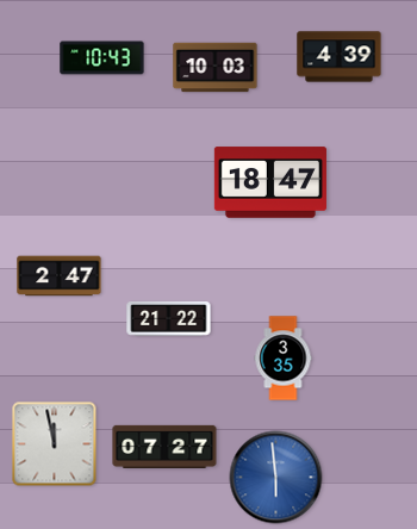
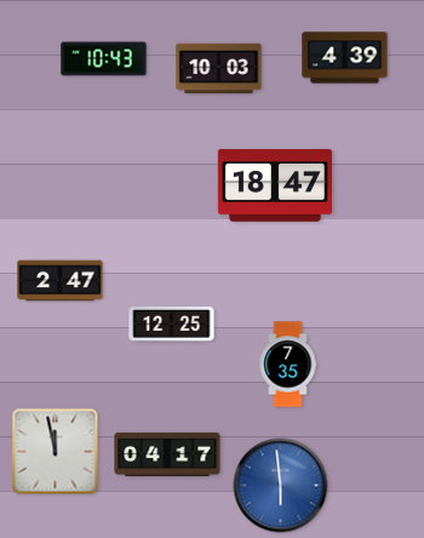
clock at (169, 319): 21:22 -> 12:25
clock at (284, 359): 3:35 -> 7:35
clock at (164, 446): 07:27 -> 04:17
